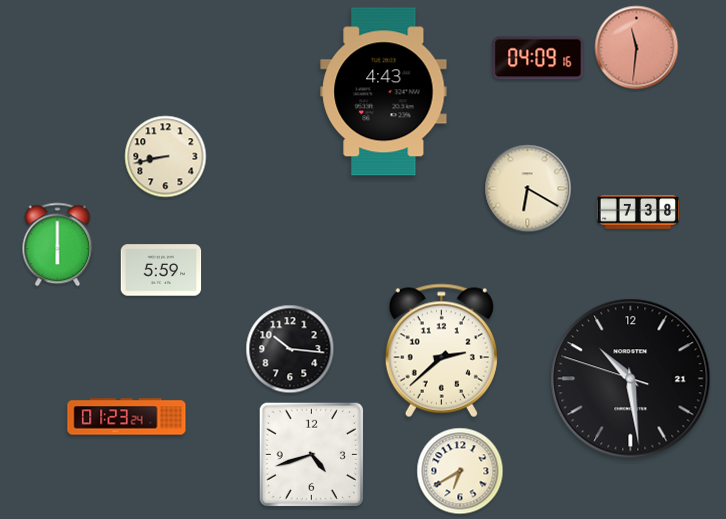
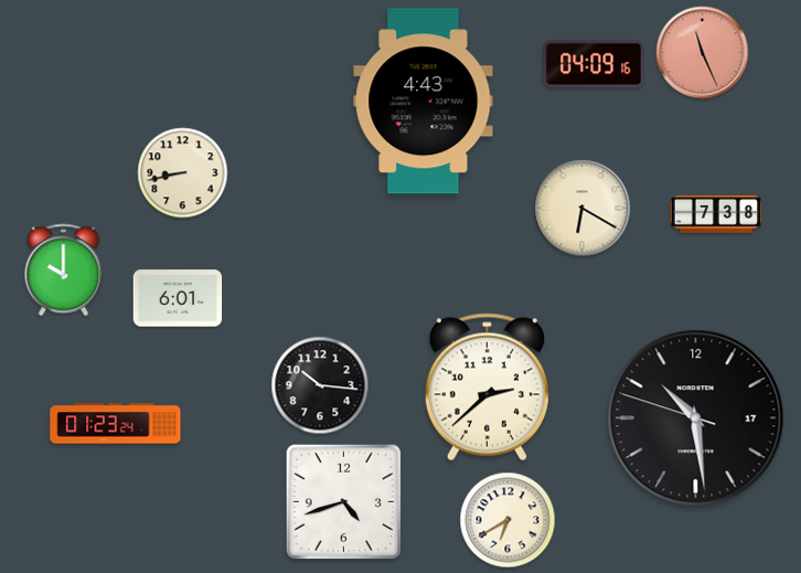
clock at (637, 48): 11:31 -> 11:26
clock at (637, 213) position: (637, 213) -> (715, 215)
clock at (58, 245): 6:00 -> 10:00
clock at (161, 270): 5:59 -> 6:01
clock at (631, 379) date: 21 -> 17
clock at (127, 417) position: (127, 417) -> (116, 424)
